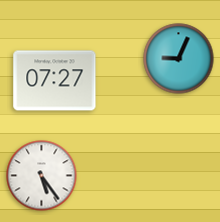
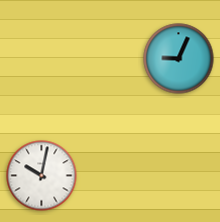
clock at (55, 81): 07:27 -> none
clock at (42, 176): 5:24 -> 10:02
